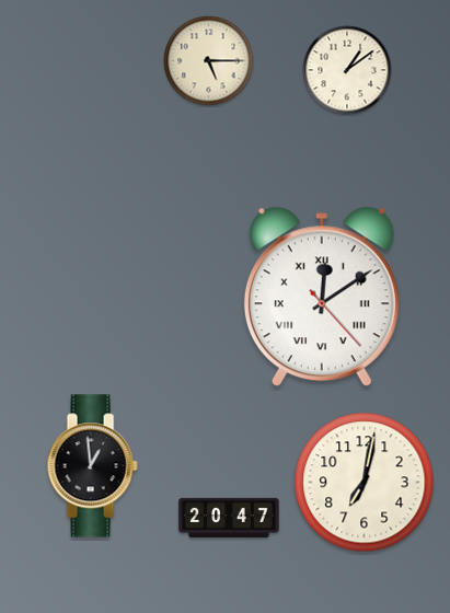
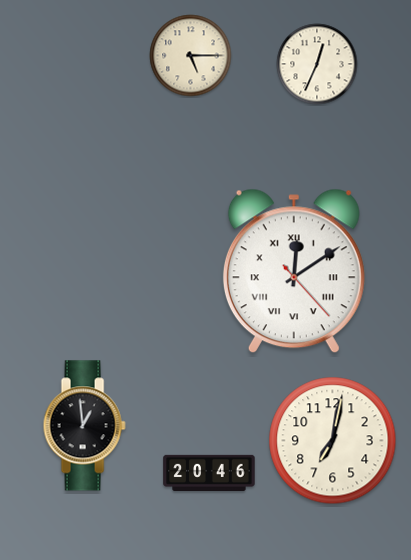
clock at (347, 70): 1:09 -> 12:34
clock at (229, 517): 20:47 -> 20:46
